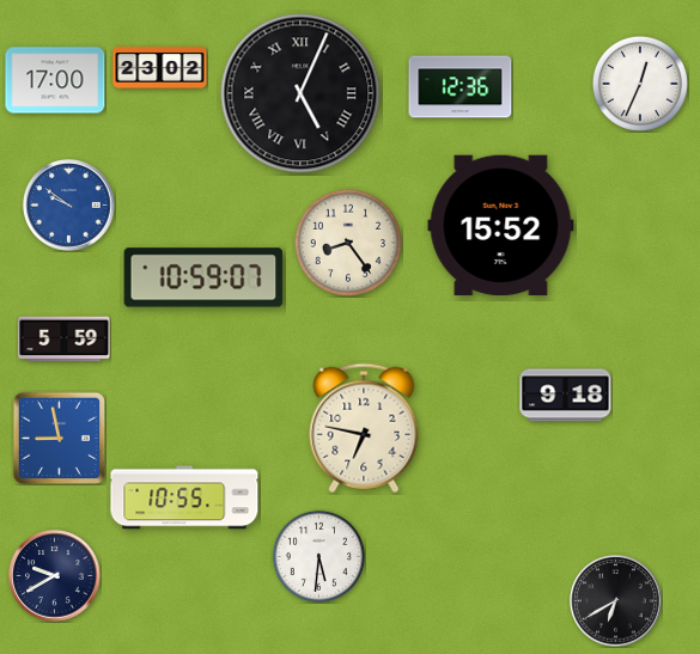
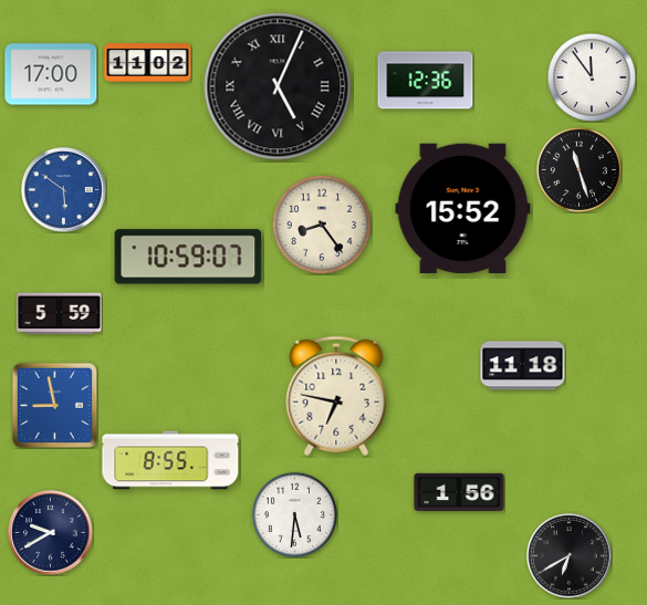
clock at (160, 68): 23:02 -> 11:02
clock at (640, 84): 12:34 -> 11:54
clock at (578, 169): none -> 11:27
clock at (69, 206): 9:51 -> 5:51
clock at (566, 396): 9:18 -> 11:18
clock at (184, 497): 10:55 -> 8:55
clock at (459, 492): none -> 1:56
